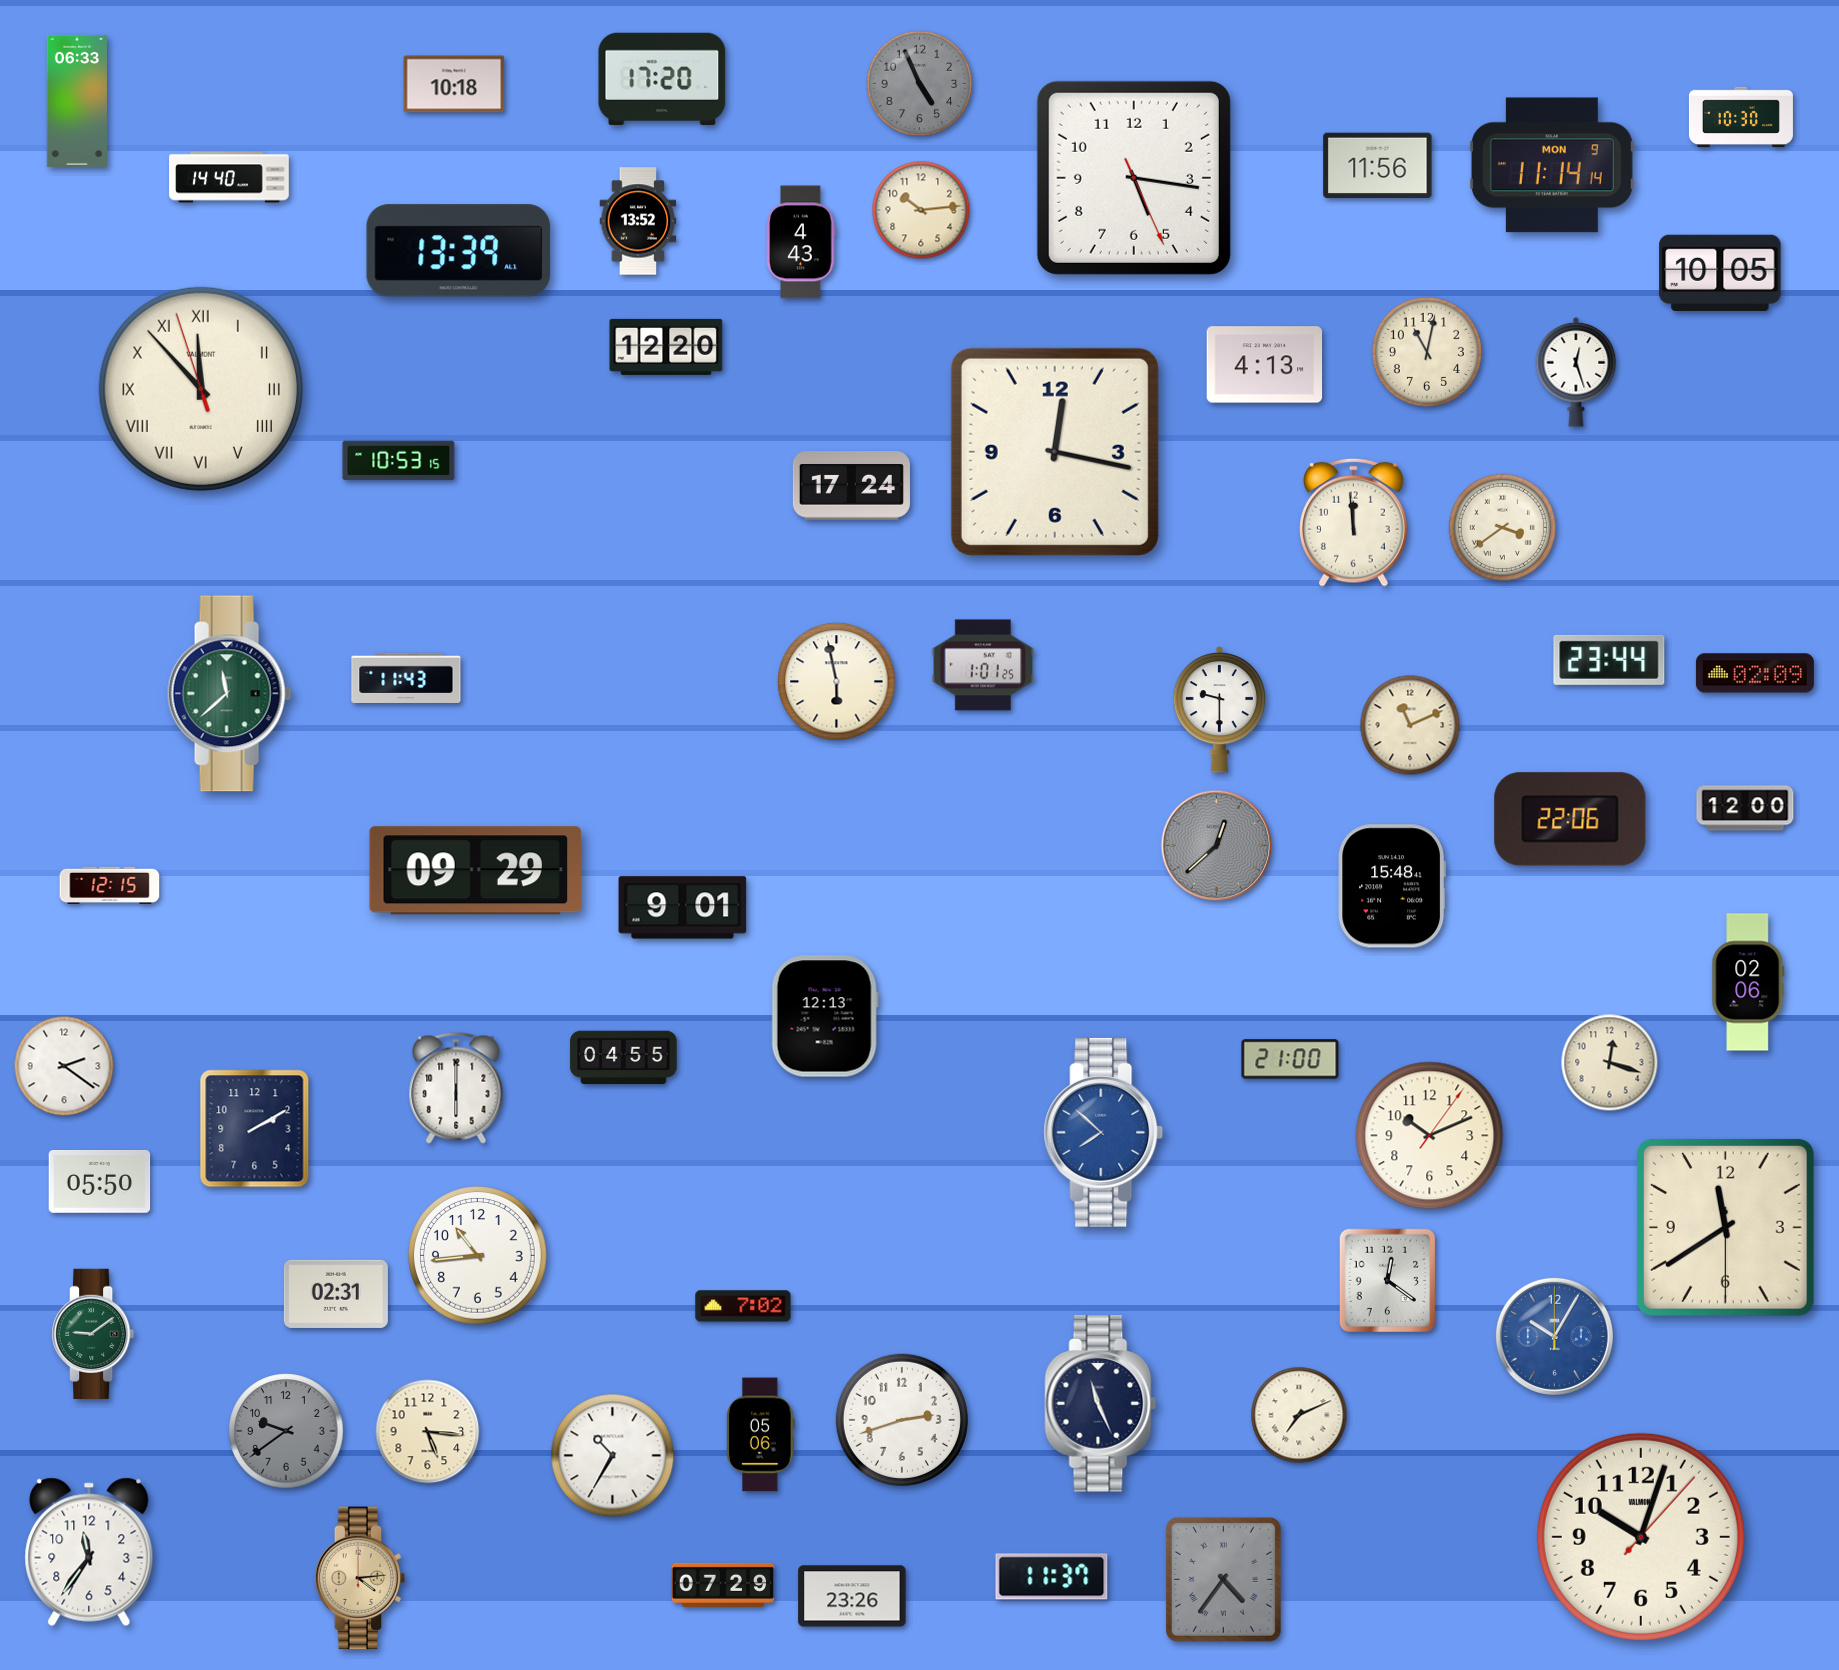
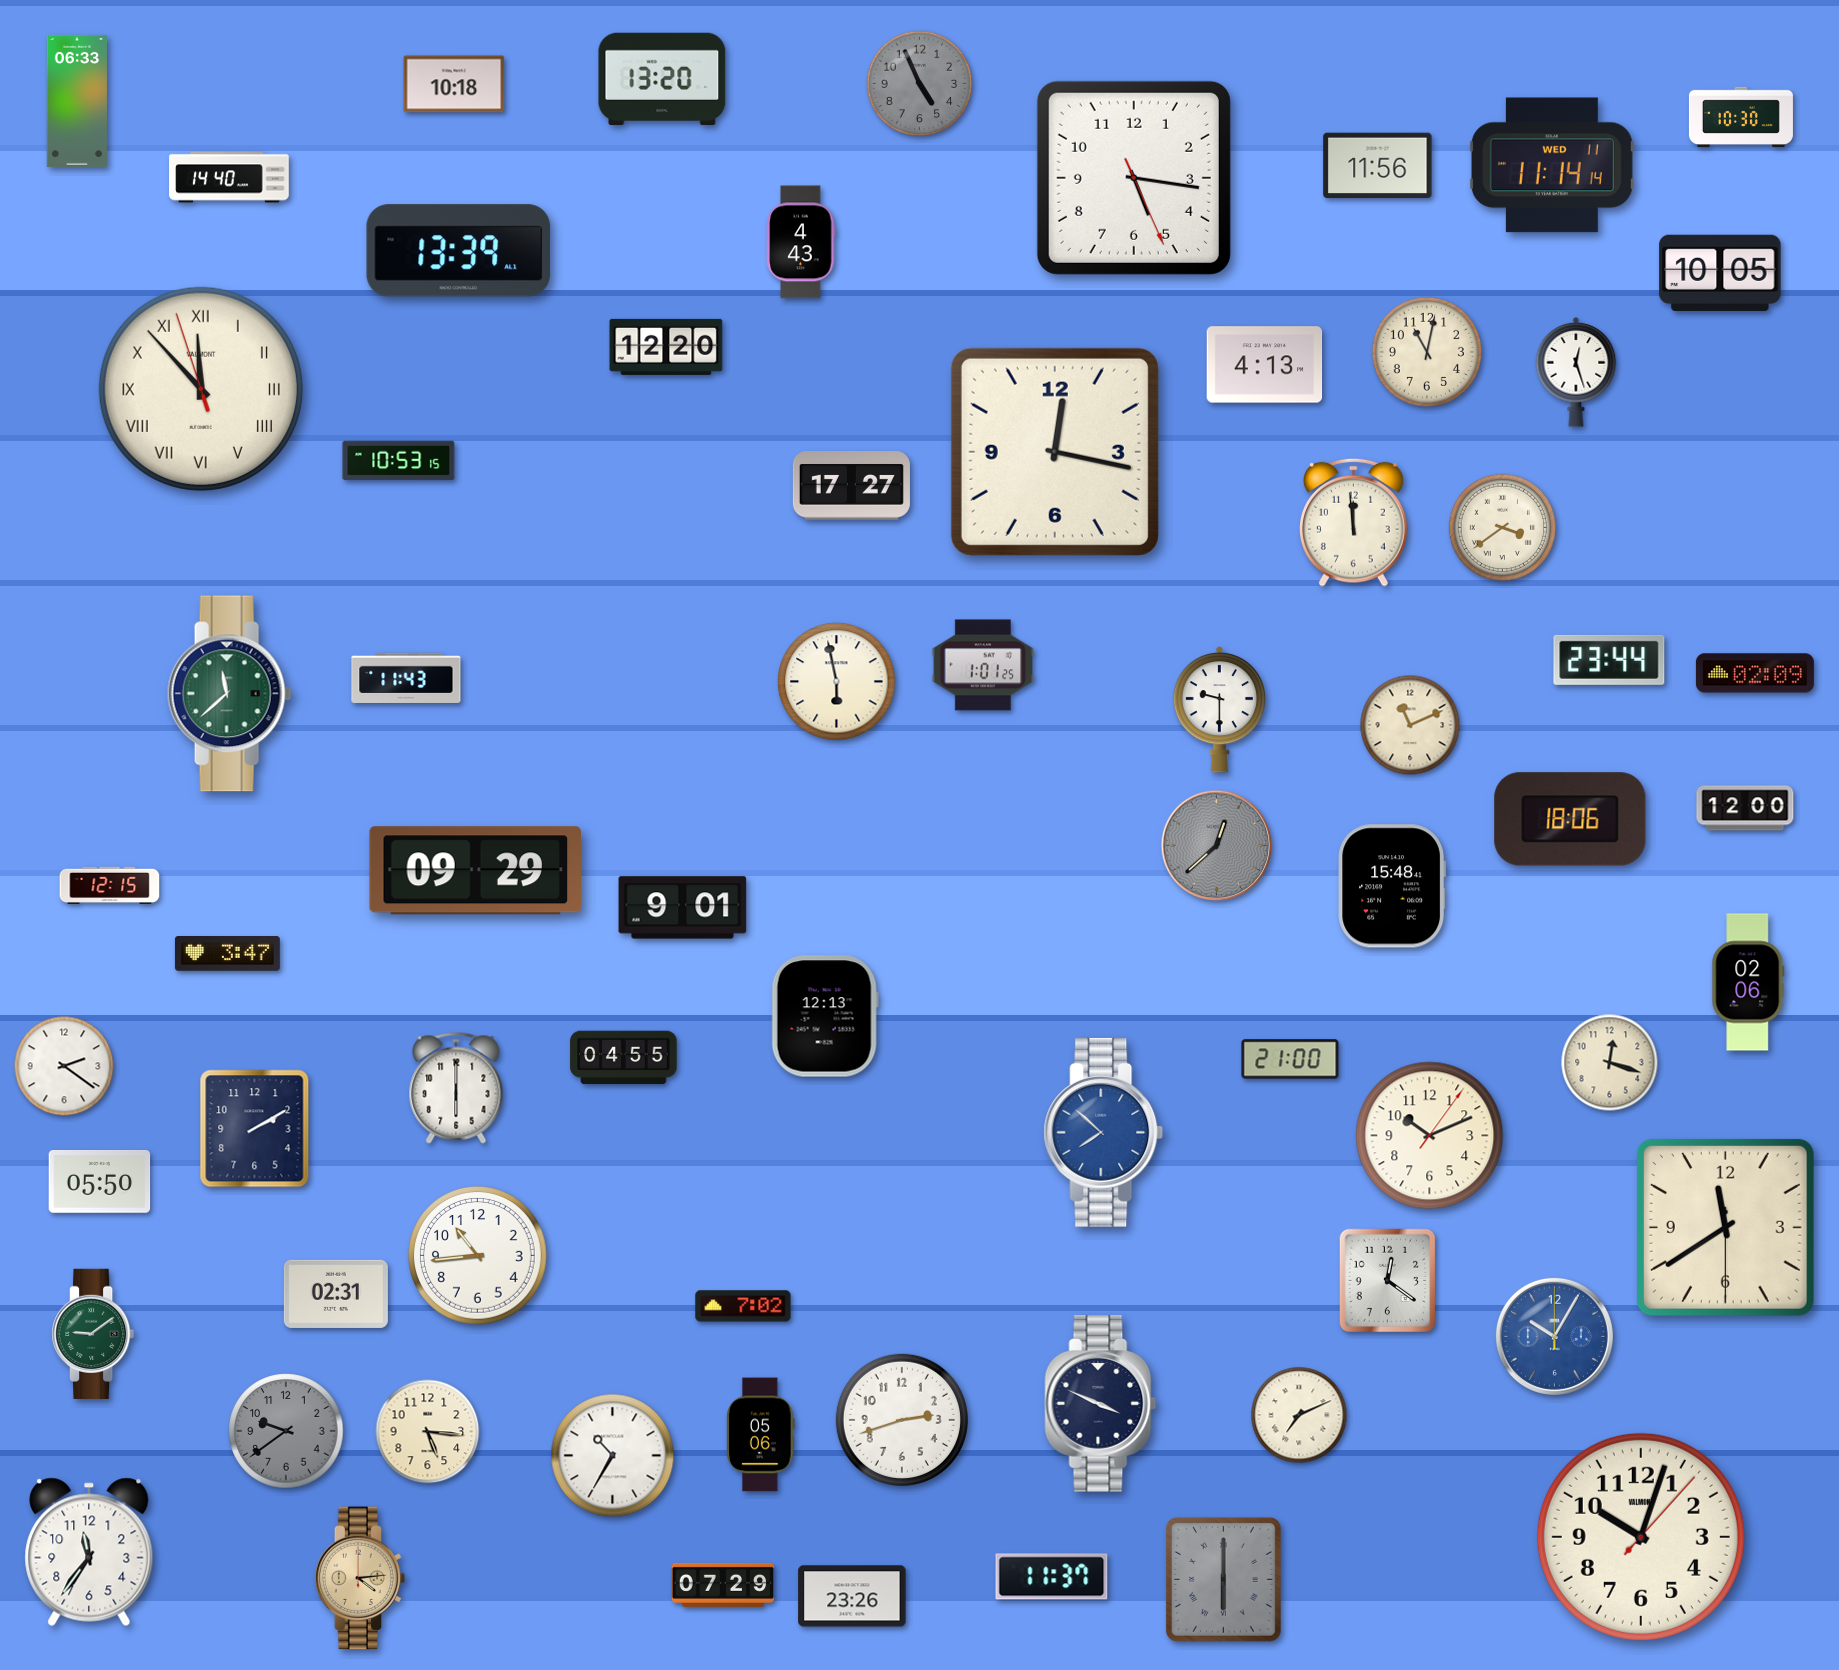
clock at (662, 78): 17:20 -> 13:20
clock at (1552, 165) date: MON 9 -> WED 11
clock at (921, 210): 10:14 -> none
clock at (638, 221): 13:52 -> none
clock at (851, 486): 17:24 -> 17:27
clock at (1570, 819): 22:06 -> 18:06
clock at (227, 954): none -> 3:47
clock at (1101, 1404): 11:26 -> 3:49
clock at (1223, 1579): 4:36 -> 6:00
